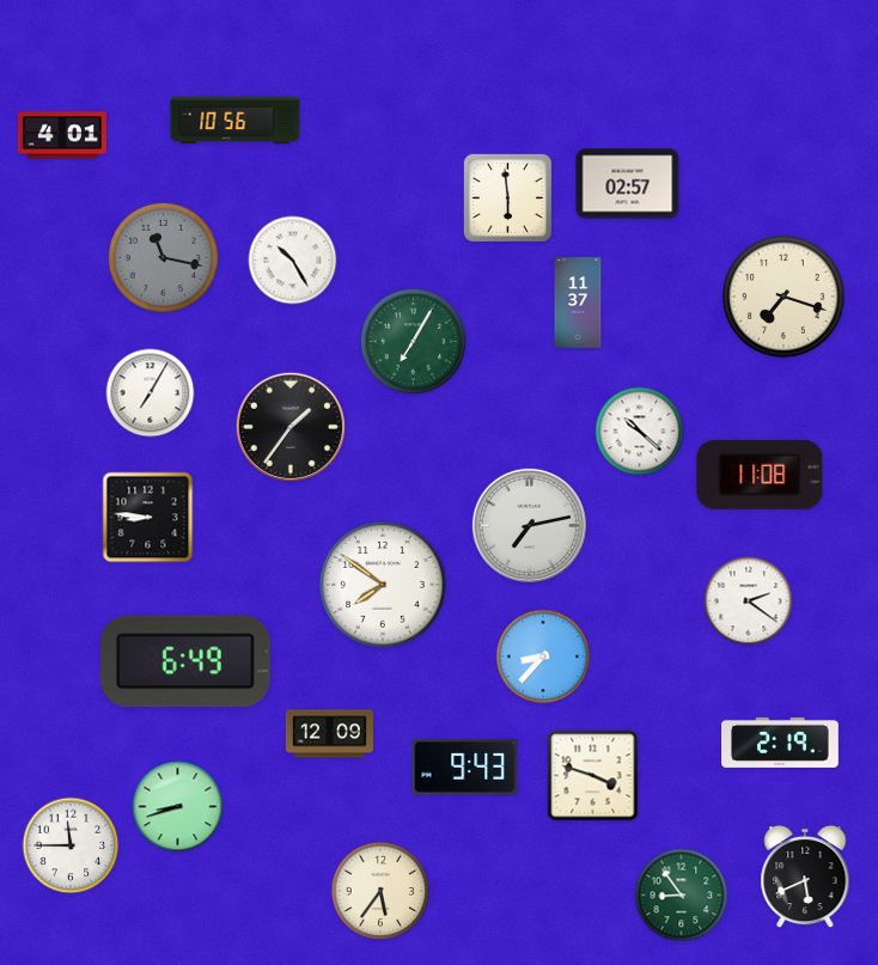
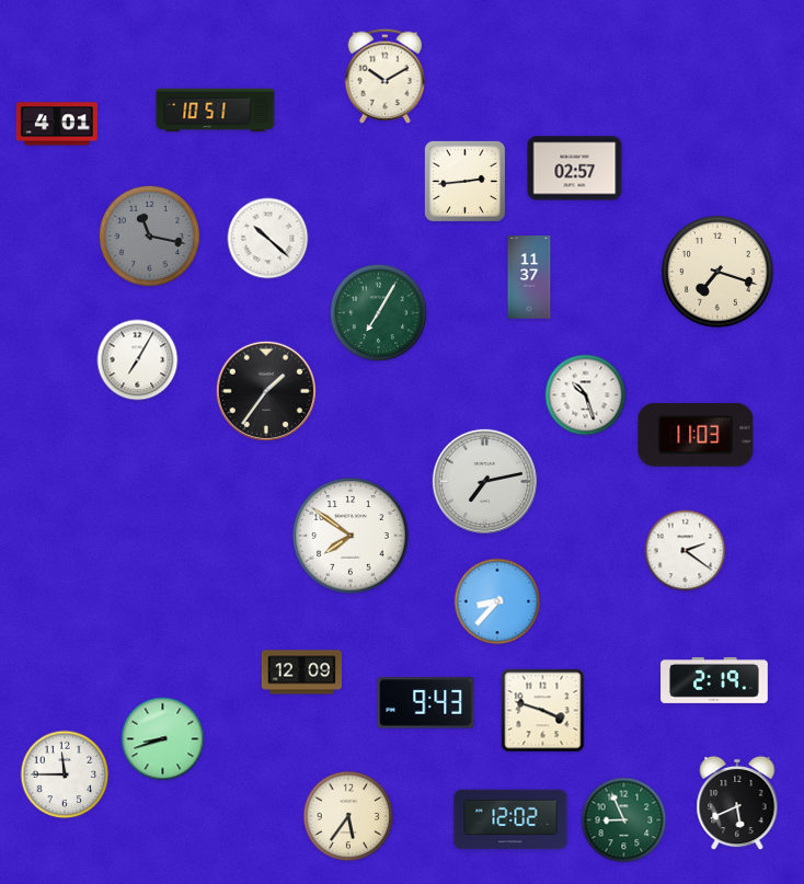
clock at (386, 76): none -> 10:10
clock at (236, 121): 10:56 -> 10:51
clock at (507, 197): 5:59 -> 2:44
clock at (293, 261): 10:25 -> 10:22
clock at (640, 432): 10:22 -> 10:27
clock at (760, 475): 11:08 -> 11:03
clock at (148, 518): 8:46 -> none
clock at (185, 661): 6:49 -> none
clock at (510, 819): none -> 12:02
clock at (682, 896): 8:54 -> 8:56
